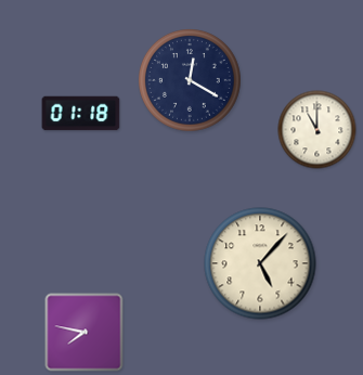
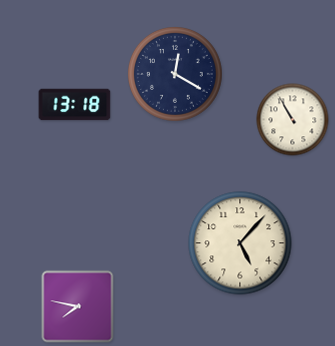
clock at (81, 114): 01:18 -> 13:18
clock at (317, 130): 11:00 -> 10:55
